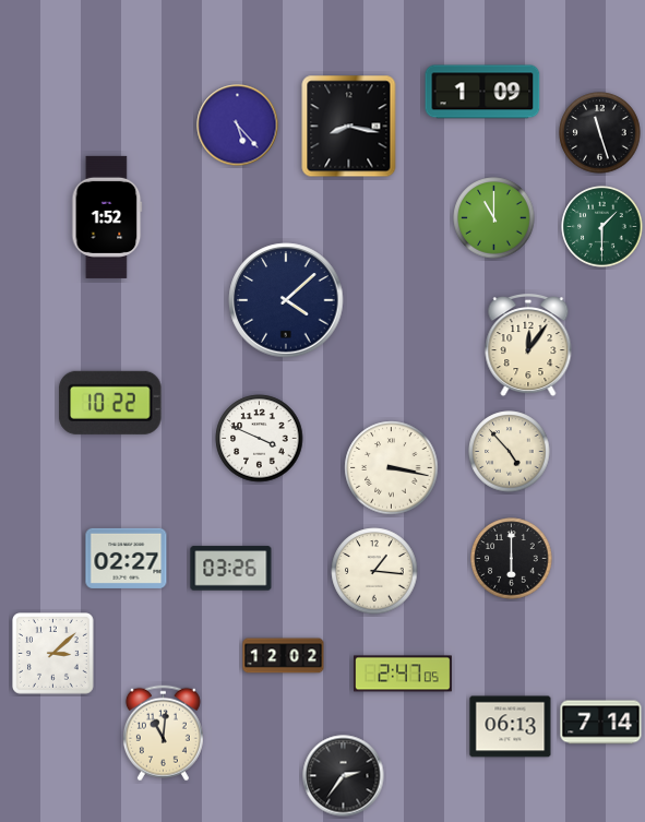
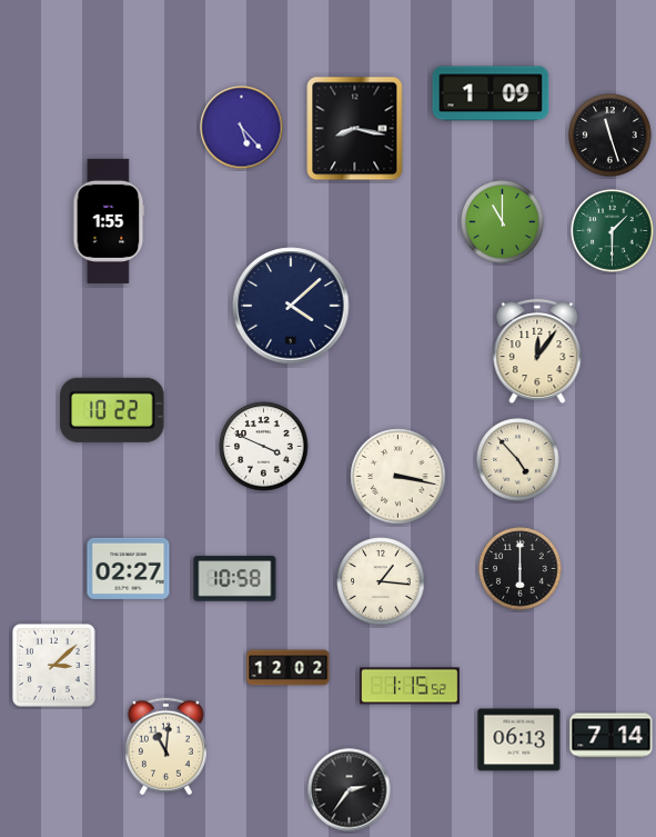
clock at (107, 217): 1:52 -> 1:55
clock at (231, 569): 03:26 -> 10:58
clock at (404, 674): 2:47 -> 1:15
